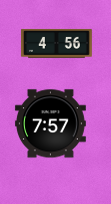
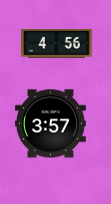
clock at (50, 124): 7:57 -> 3:57
